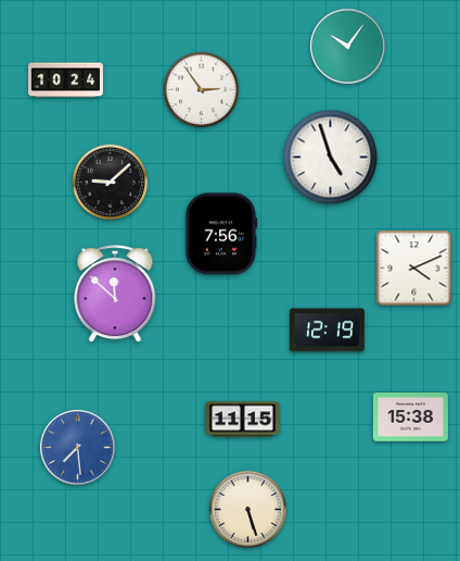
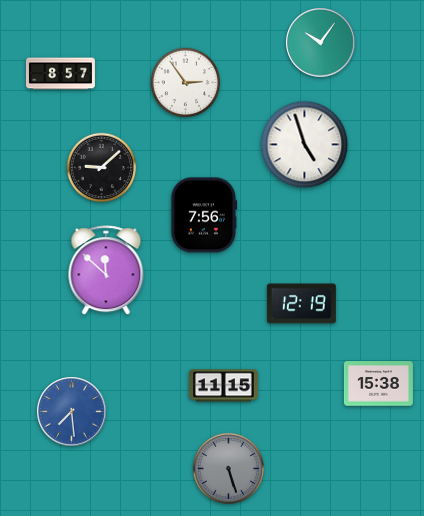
clock at (65, 80): 10:24 -> 8:57
clock at (414, 269): 4:11 -> none
clock at (247, 509) dial: cream -> grey
